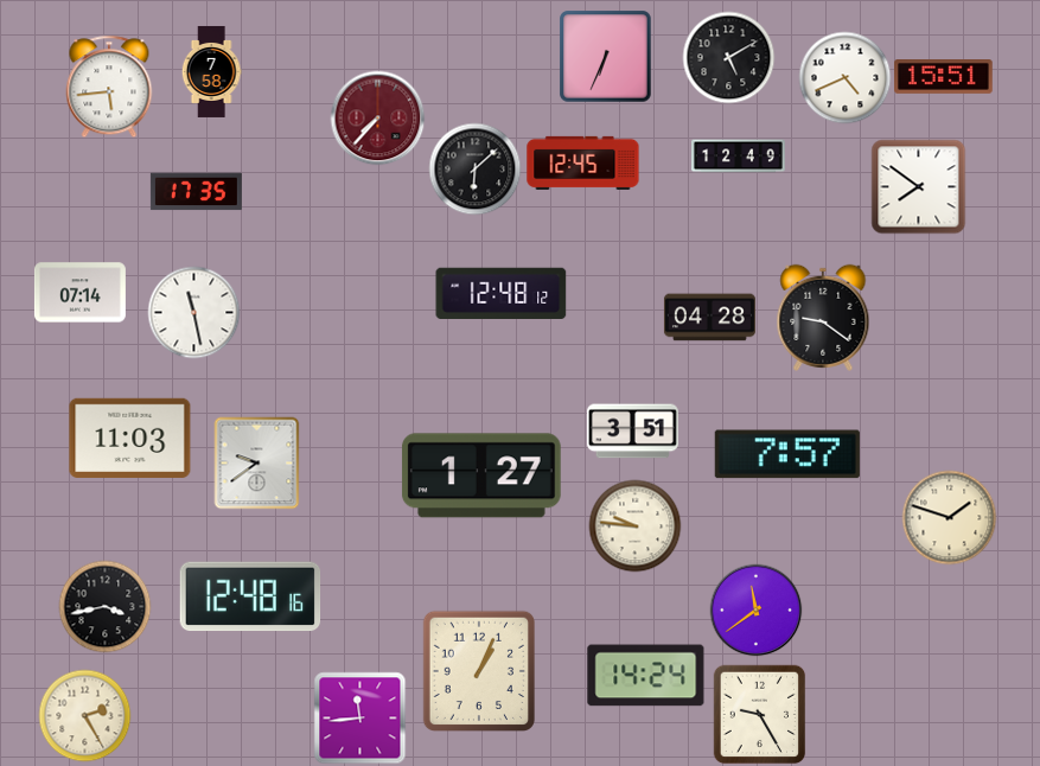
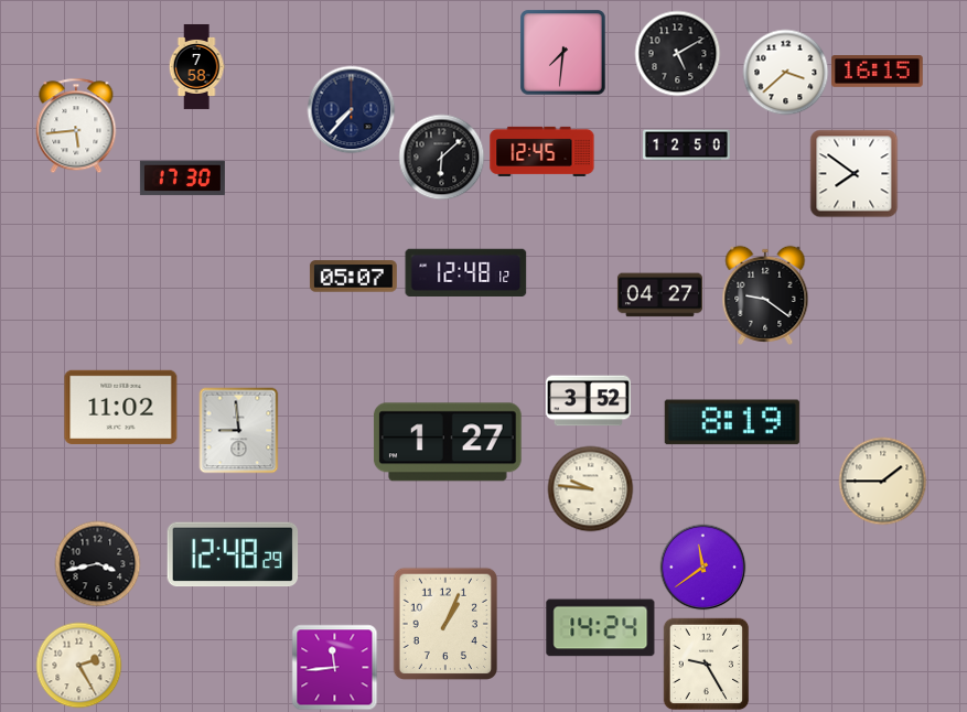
clock at (605, 56): 6:34 -> 7:31
clock at (844, 77): 4:41 -> 3:38
clock at (944, 77): 15:51 -> 16:15
clock at (109, 87) position: (109, 87) -> (76, 126)
clock at (377, 117) dial: burgundy -> navy
clock at (739, 157): 12:49 -> 12:50
clock at (196, 192): 17:35 -> 17:30
clock at (79, 293): 07:14 -> none
clock at (353, 277): none -> 05:07
clock at (193, 312): 11:28 -> none
clock at (709, 318): 04:28 -> 04:27
clock at (632, 432): 3:51 -> 3:52
clock at (130, 438): 11:03 -> 11:02
clock at (787, 454): 7:57 -> 8:19
clock at (257, 462): 9:39 -> 8:59
clock at (949, 517): 1:48 -> 1:45
clock at (250, 596): 12:48:16 -> 12:48:29
